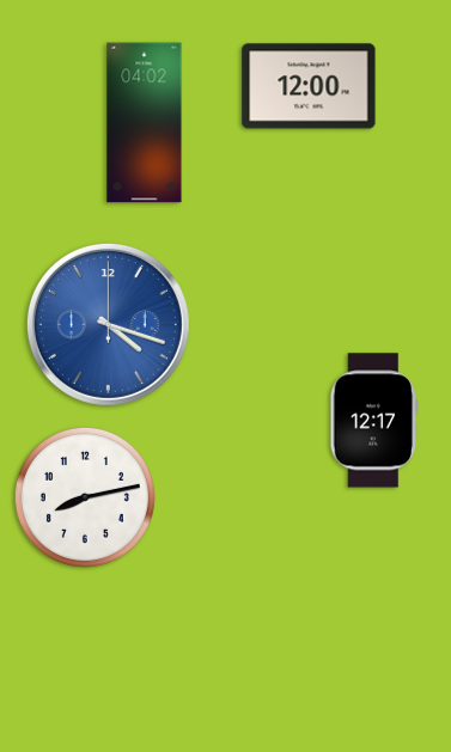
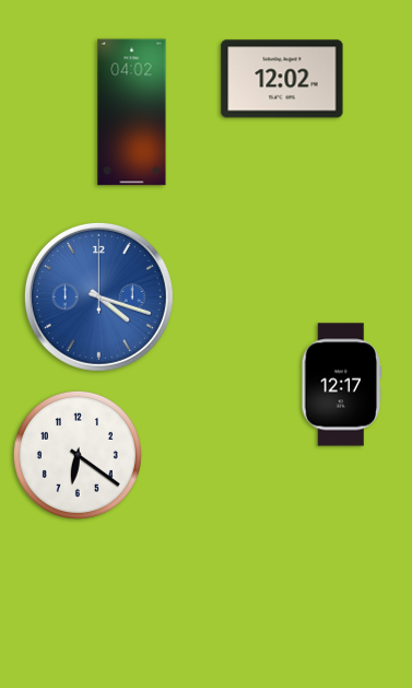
clock at (309, 86): 12:00 -> 12:02
clock at (85, 497): 8:13 -> 6:21
